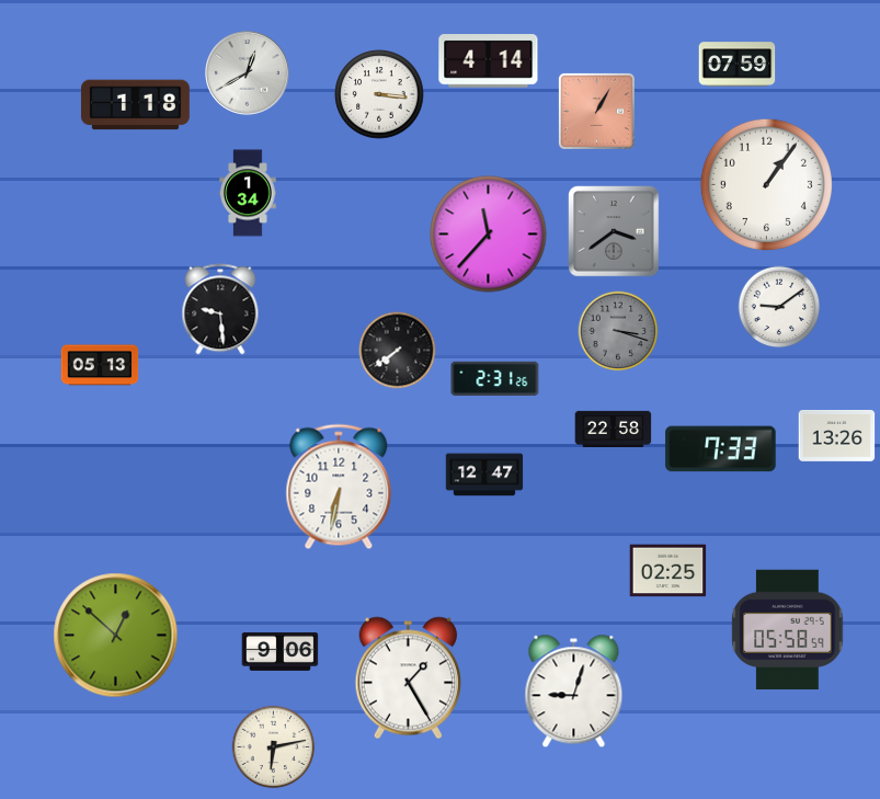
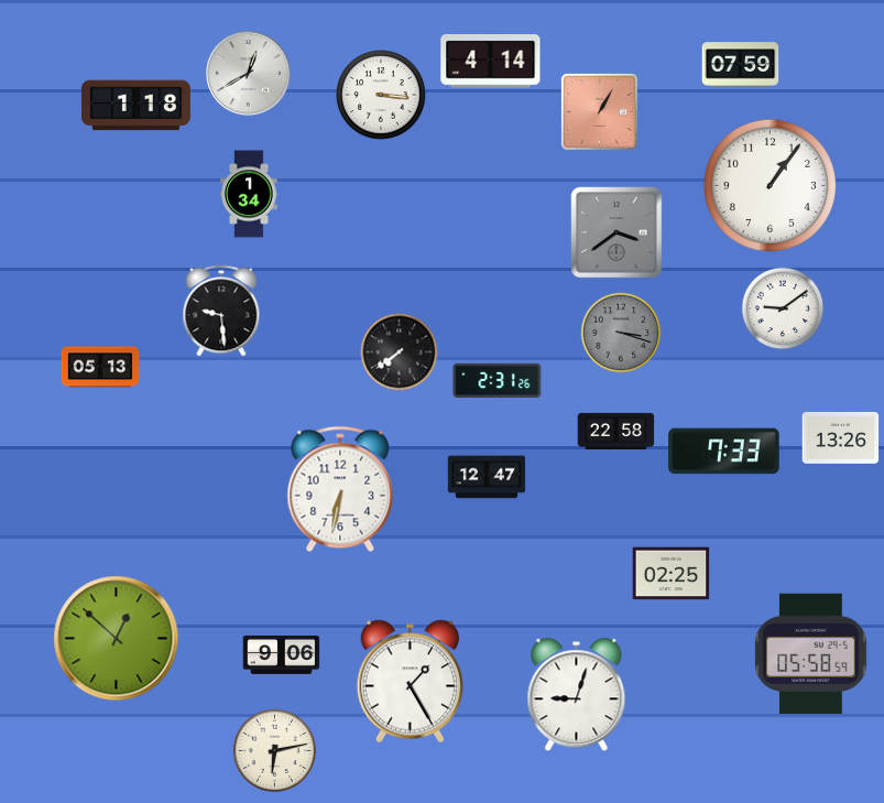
clock at (489, 235): 11:37 -> none
clock at (788, 630) position: (788, 630) -> (811, 654)
